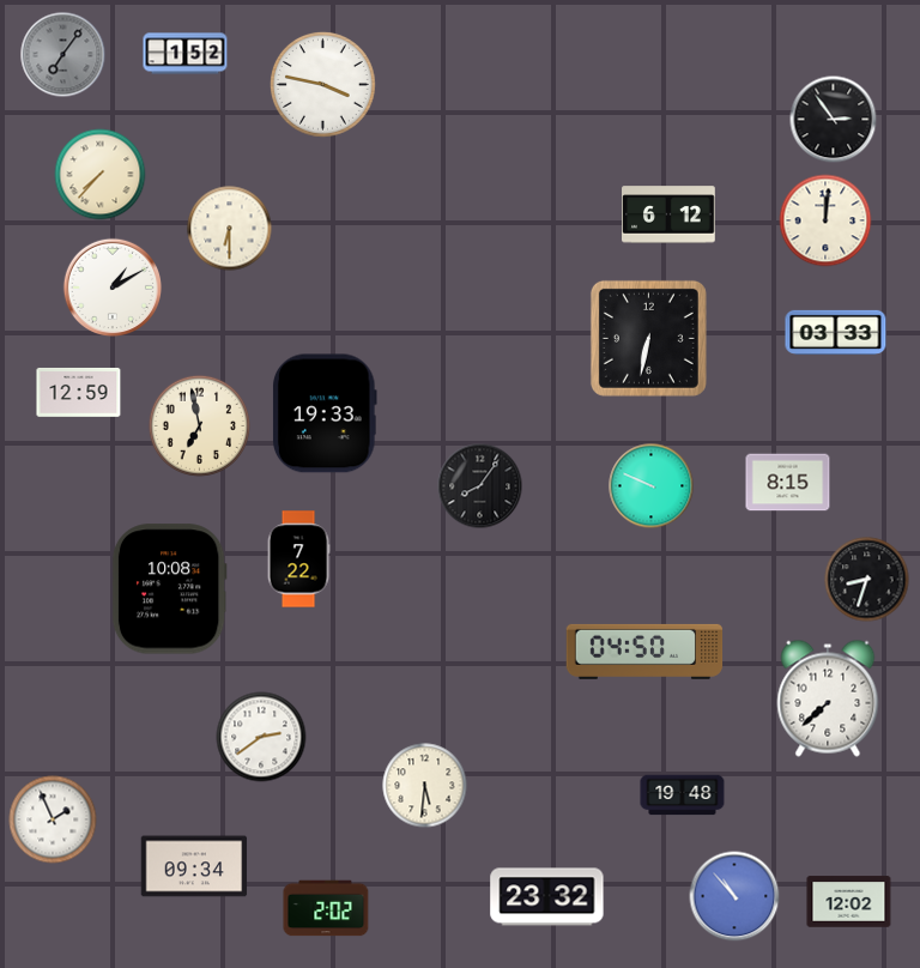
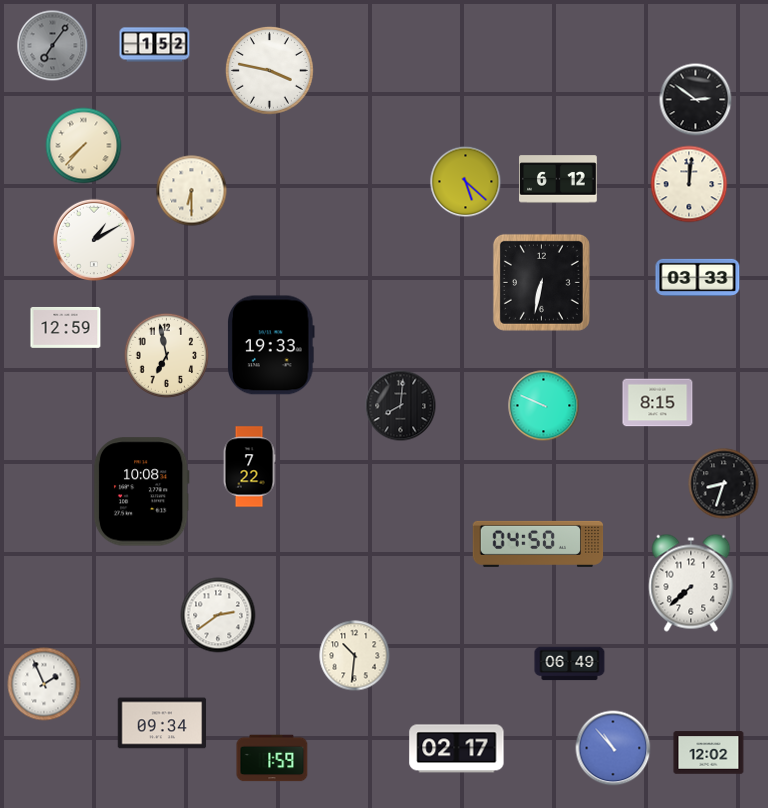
clock at (834, 120): 2:54 -> 2:51
clock at (466, 182): none -> 5:22
clock at (480, 486): 8:06 -> 8:01
clock at (425, 786): 5:31 -> 10:31
clock at (683, 795): 19:48 -> 06:49
clock at (547, 897): 23:32 -> 02:17
clock at (326, 908): 2:02 -> 1:59
